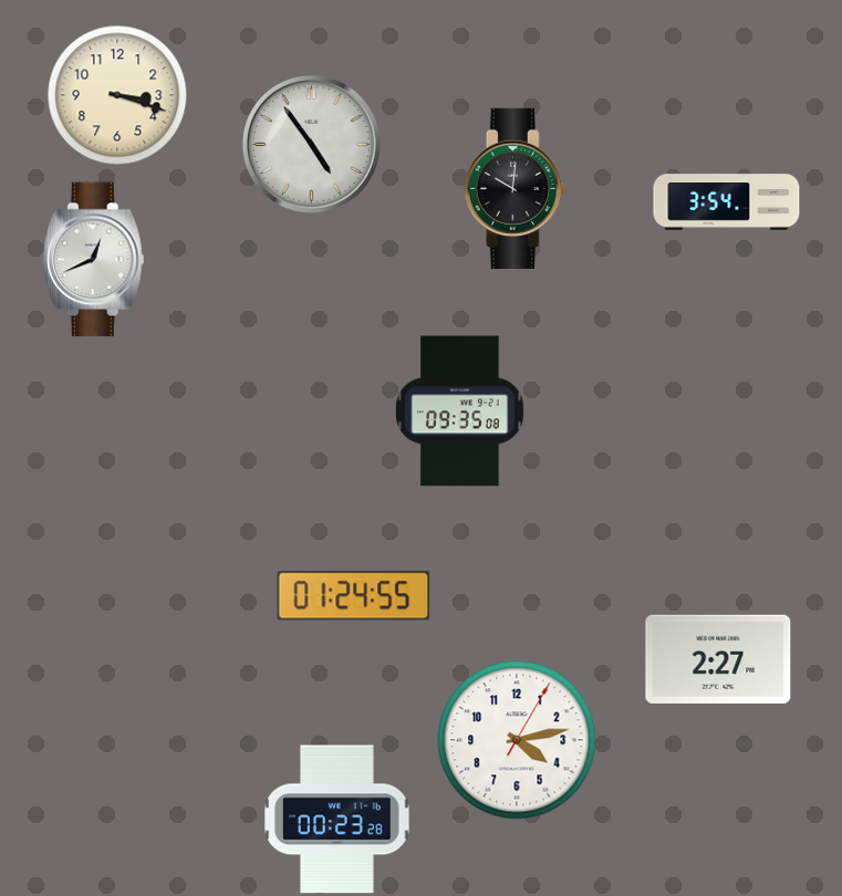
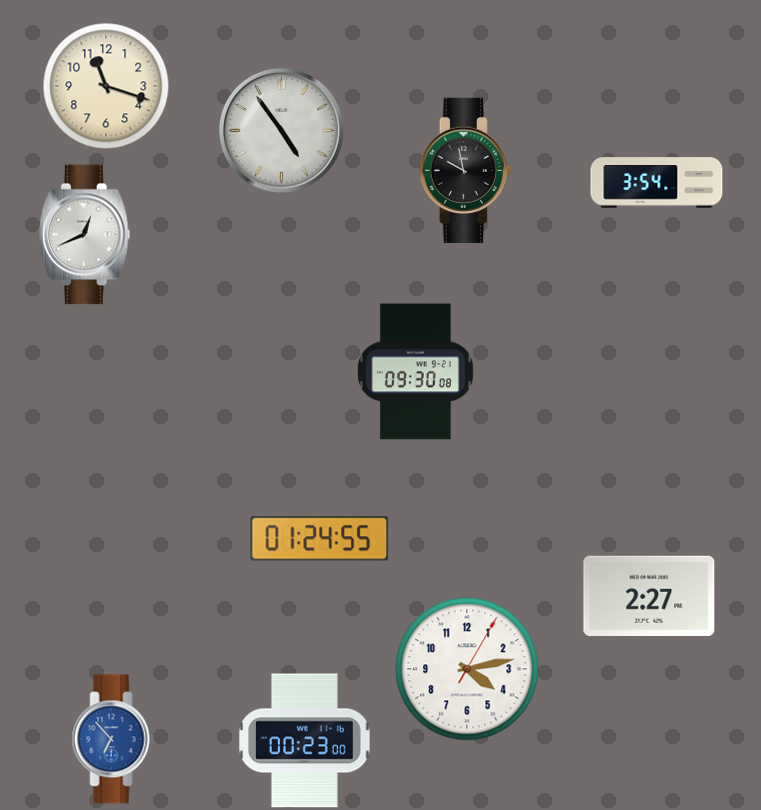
clock at (117, 95): 3:18 -> 11:18
clock at (514, 188): 10:01 -> 9:58
clock at (460, 411): 09:35 -> 09:30
clock at (113, 739): none -> 6:53
clock at (337, 820): 00:23:28 -> 00:23:00
